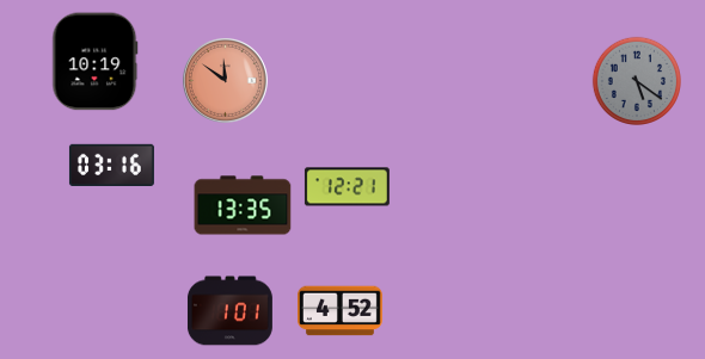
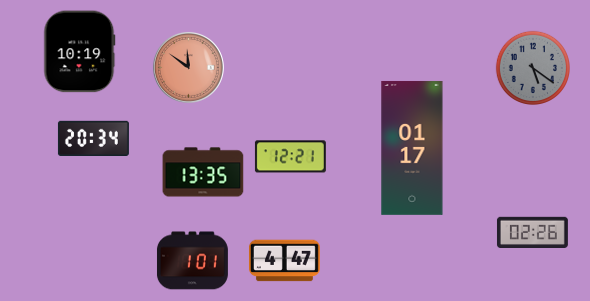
clock at (111, 165): 03:16 -> 20:34
clock at (412, 148): none -> 01:17
clock at (532, 233): none -> 02:26
clock at (339, 311): 4:52 -> 4:47
